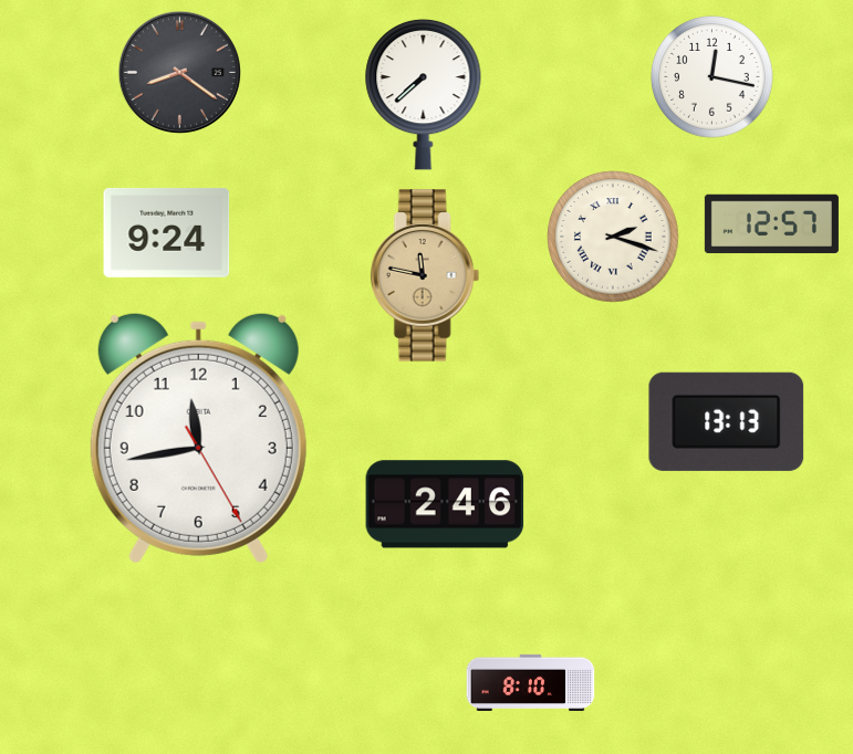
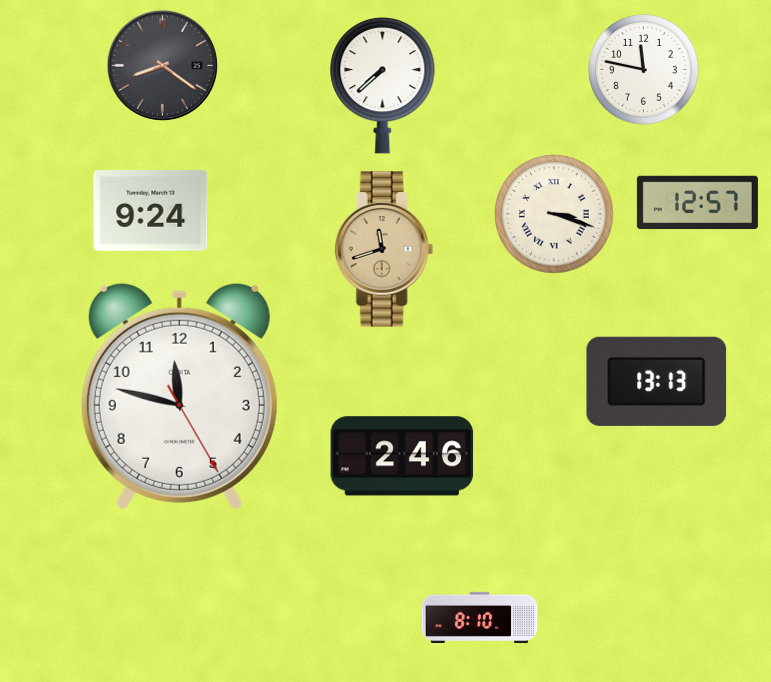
clock at (712, 77): 12:17 -> 11:47
clock at (613, 237): 2:18 -> 3:18
clock at (425, 275): 11:47 -> 11:42
clock at (198, 438): 11:43 -> 11:47
